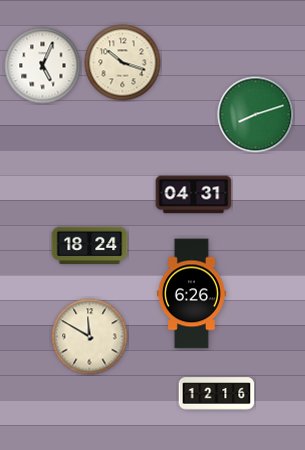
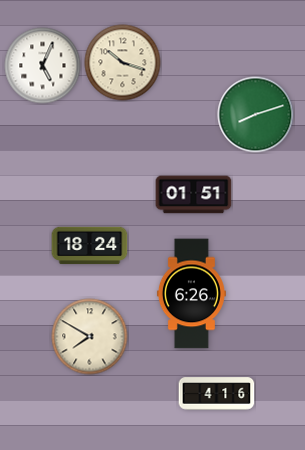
clock at (194, 195): 04:31 -> 01:51
clock at (90, 337): 11:50 -> 7:50
clock at (217, 394): 12:16 -> 4:16
